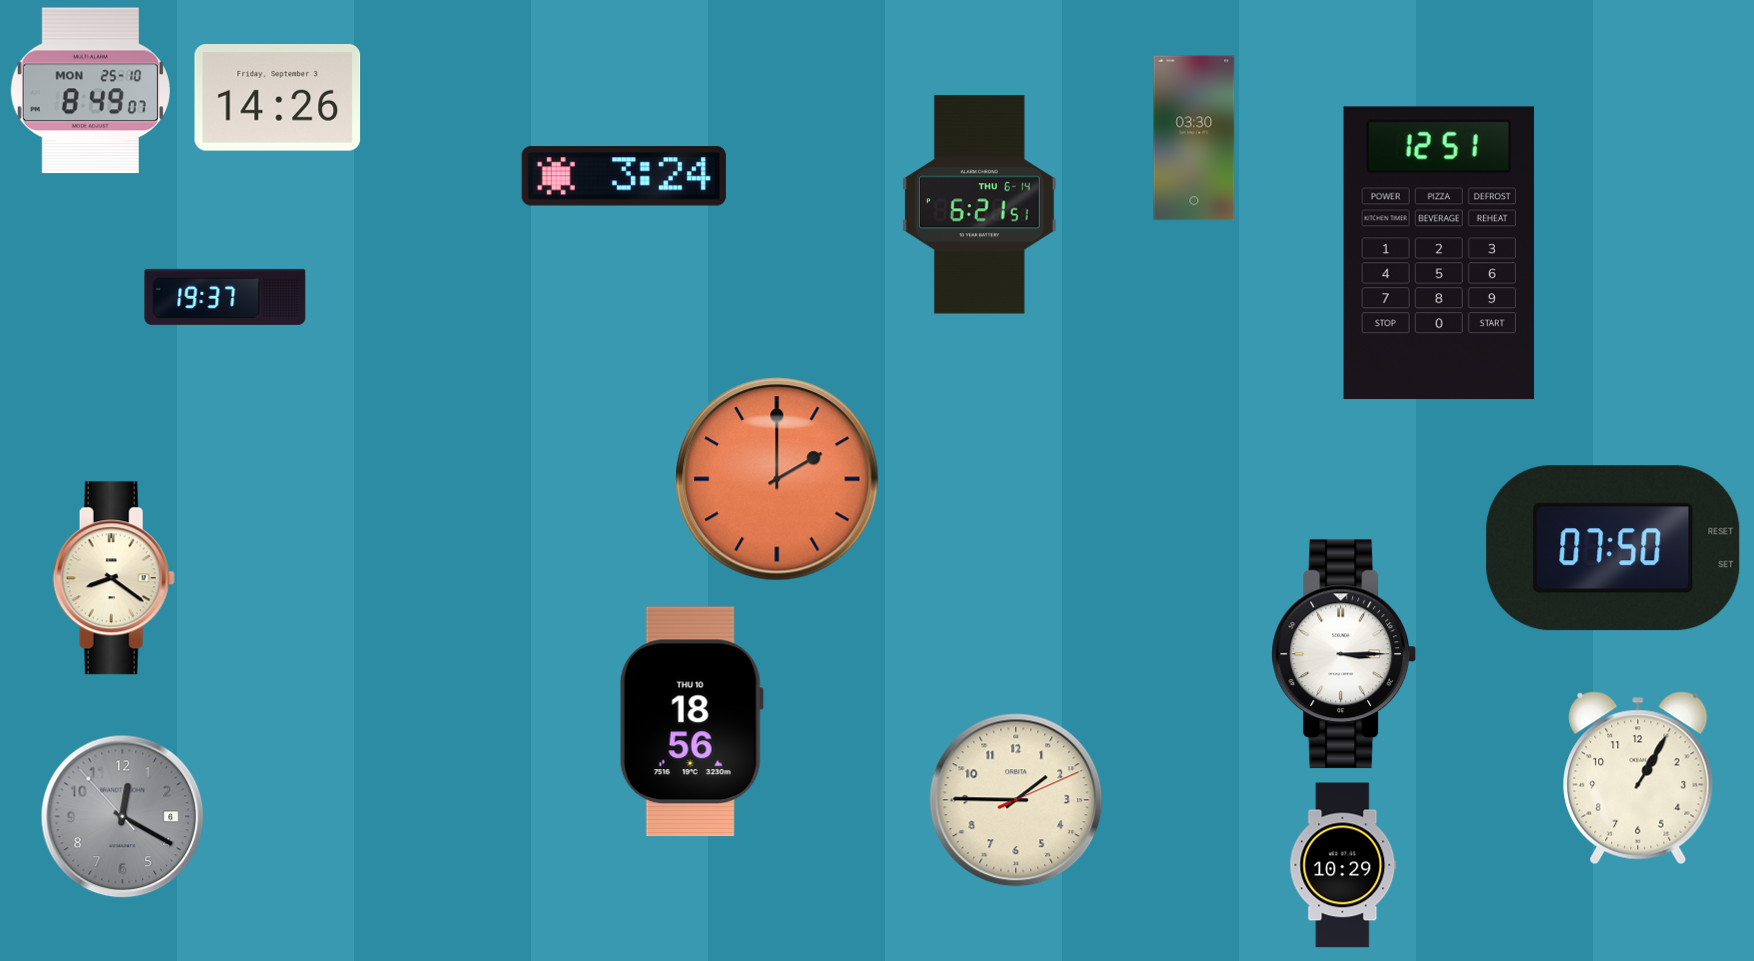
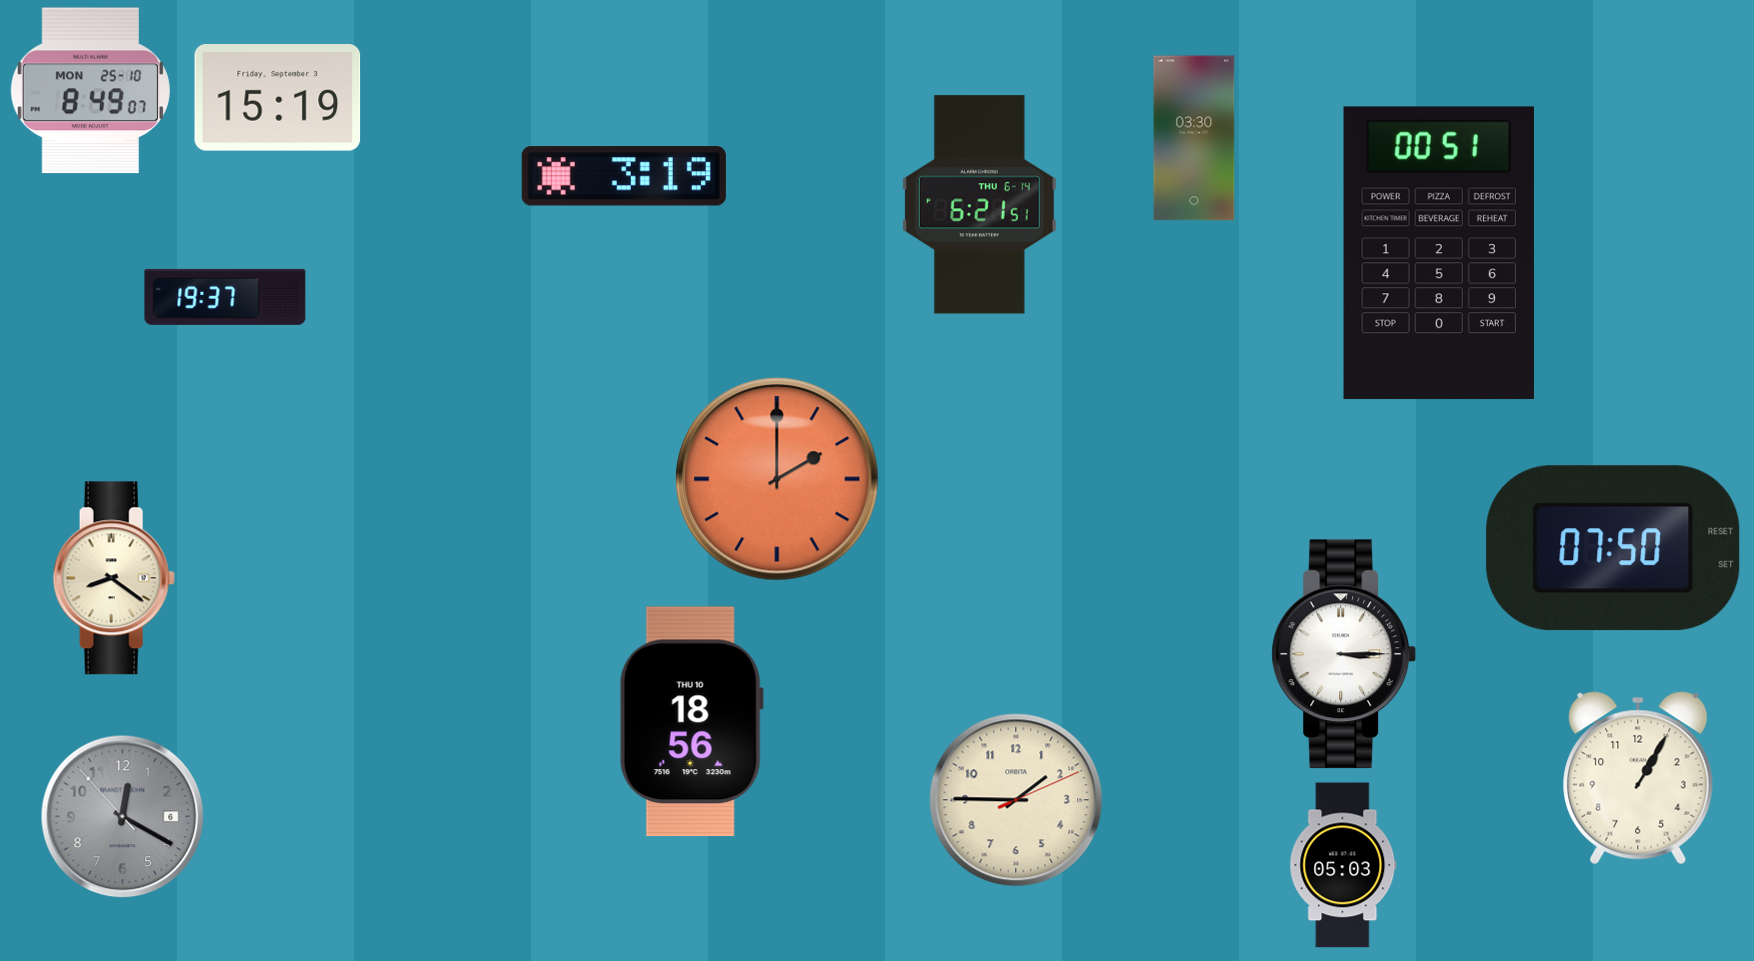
clock at (278, 98): 14:26 -> 15:19
clock at (624, 176): 3:24 -> 3:19
clock at (1439, 253): 12:51 -> 00:51
clock at (1343, 865): 10:29 -> 05:03
